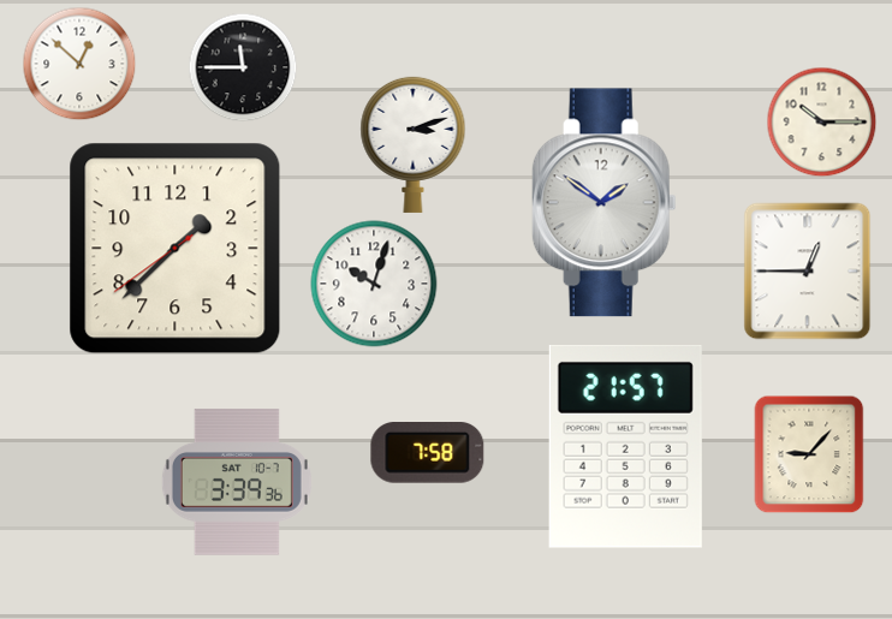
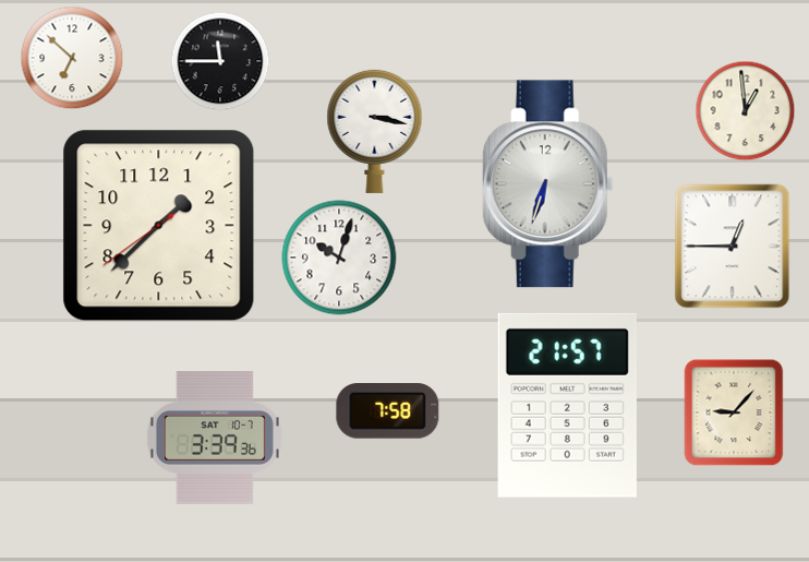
clock at (79, 64): 12:52 -> 6:52
clock at (821, 121): 10:15 -> 12:59
clock at (414, 144): 3:12 -> 3:17
clock at (603, 203): 1:51 -> 6:33
